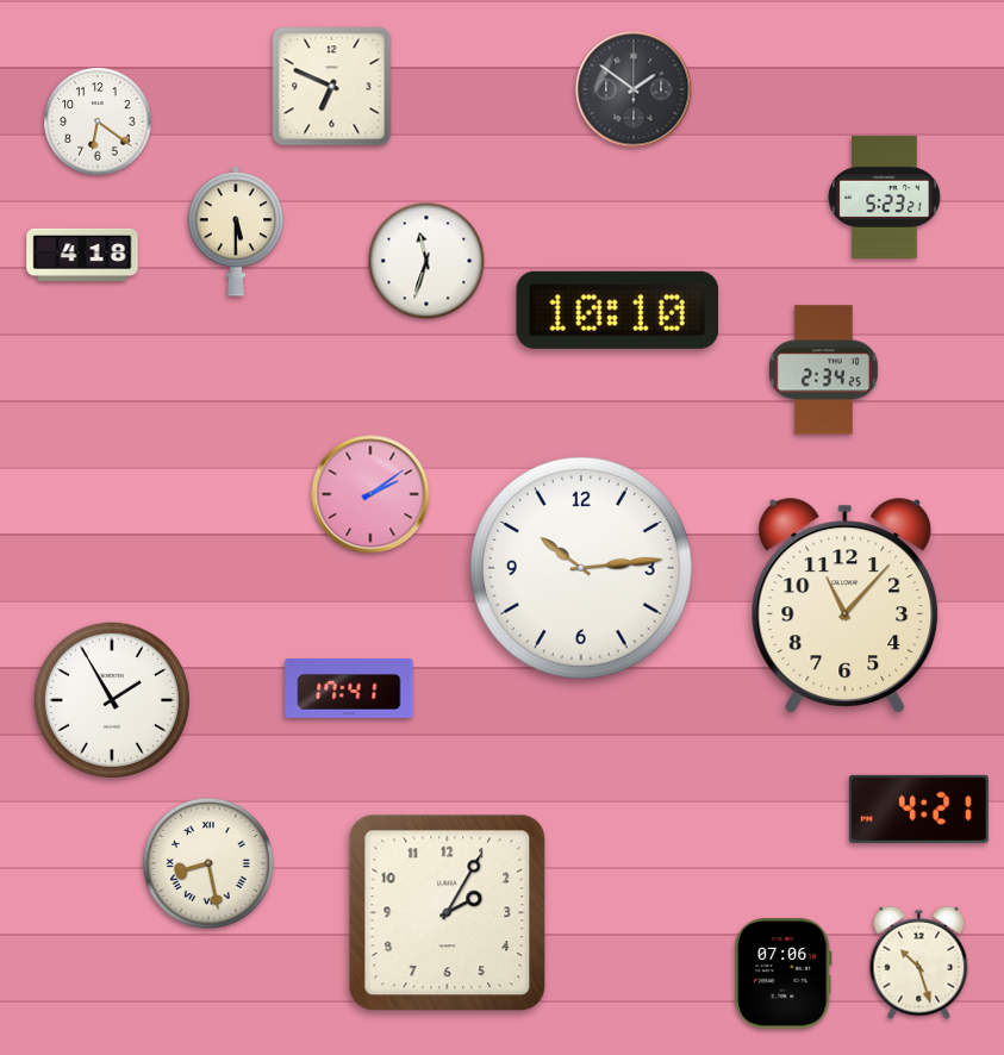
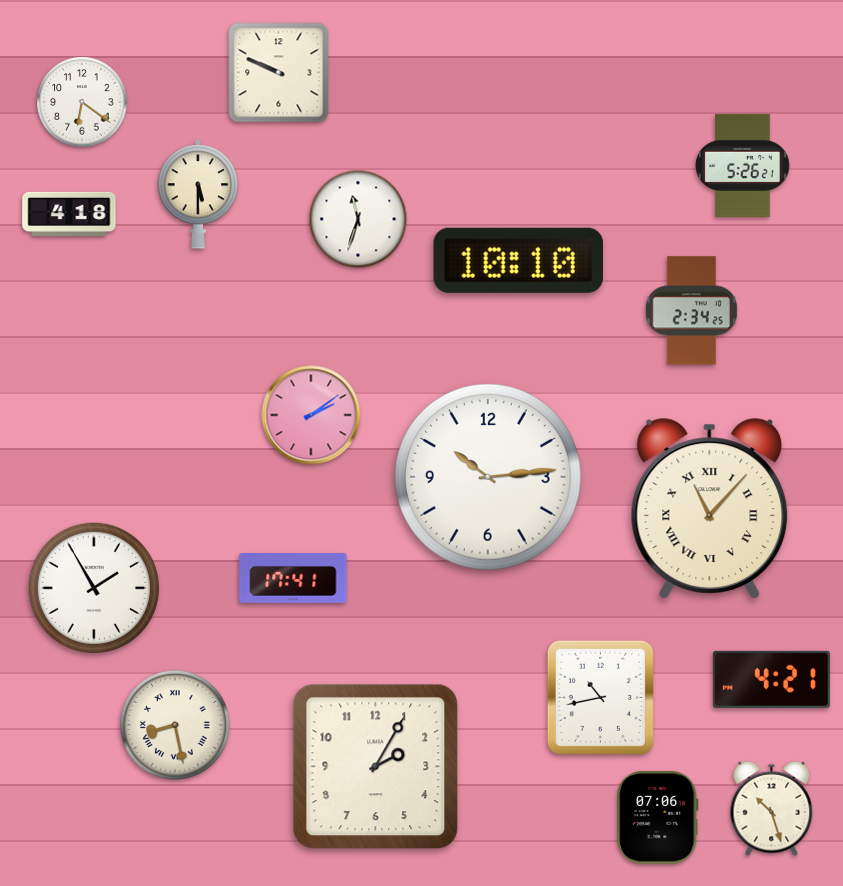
clock at (332, 87): 6:49 -> 9:49
clock at (634, 89): 1:51 -> none
clock at (885, 196): 5:23 -> 5:26
clock at (846, 606) numerals: Arabic -> Roman
clock at (600, 697): none -> 10:43
